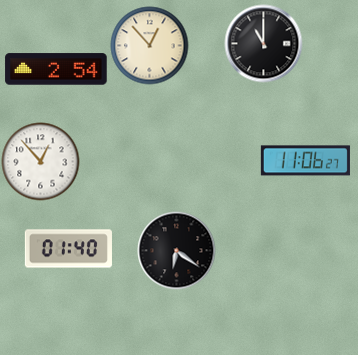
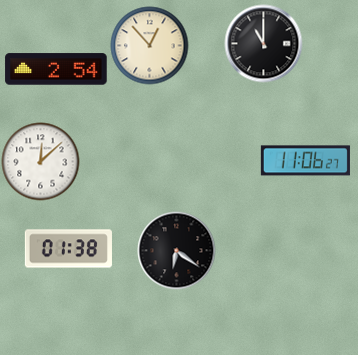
clock at (40, 161): 12:53 -> 12:08
clock at (68, 249): 01:40 -> 01:38
